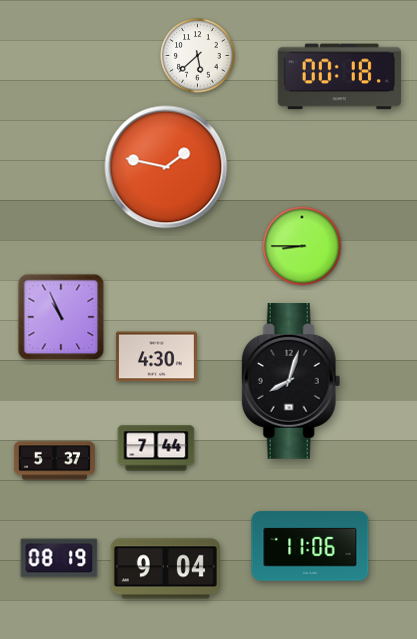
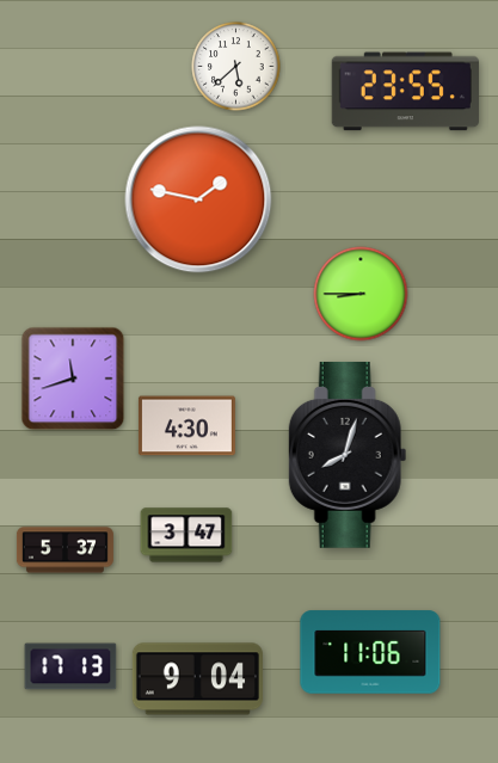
clock at (339, 77): 00:18 -> 23:55
clock at (61, 317): 10:56 -> 11:42
clock at (156, 448): 7:44 -> 3:47
clock at (59, 558): 08:19 -> 17:13
